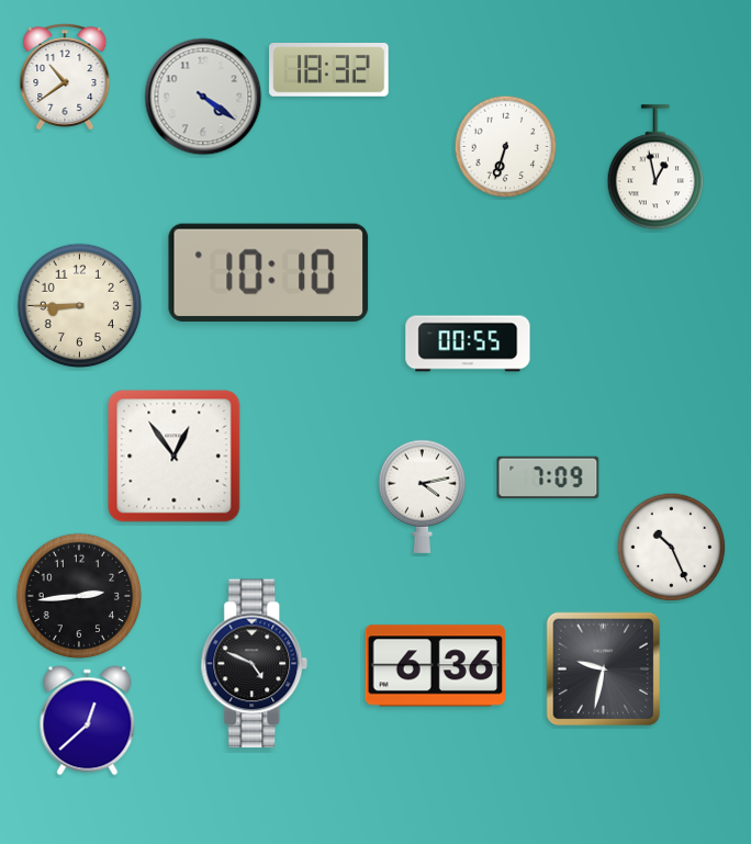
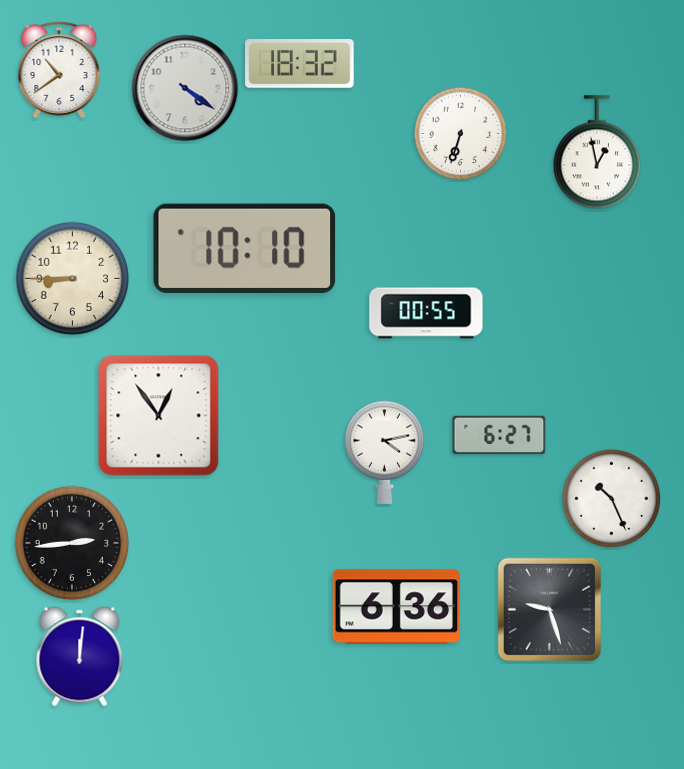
clock at (548, 477): 7:09 -> 6:27
clock at (255, 664): 4:49 -> none
clock at (604, 669): 9:32 -> 9:27
clock at (88, 721): 12:38 -> 12:01
